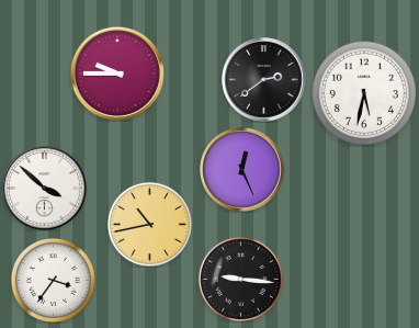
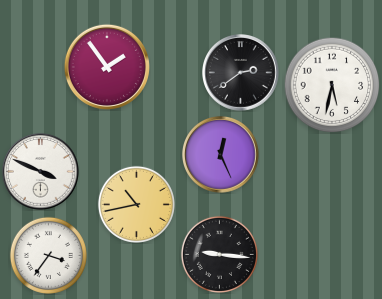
clock at (117, 73): 9:45 -> 1:54
clock at (45, 189): 3:52 -> 3:49
